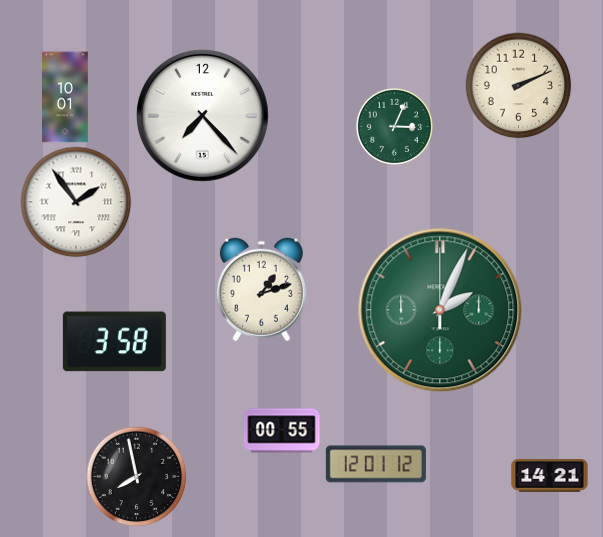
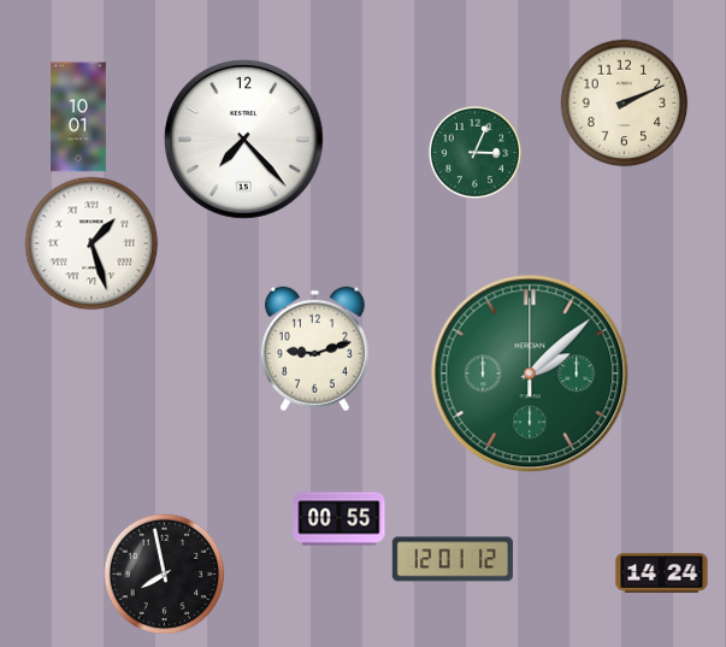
clock at (76, 202): 1:54 -> 1:27
clock at (261, 290): 1:12 -> 9:12
clock at (440, 310): 2:04 -> 2:08
clock at (114, 342): 3:58 -> none
clock at (550, 476): 14:21 -> 14:24
